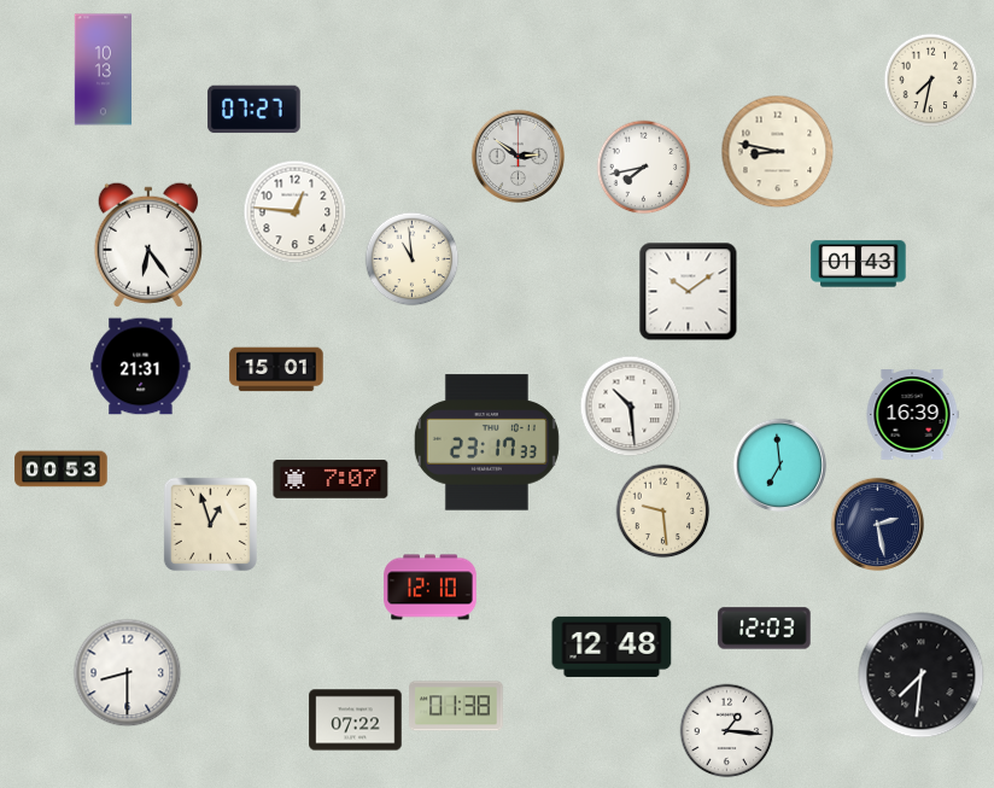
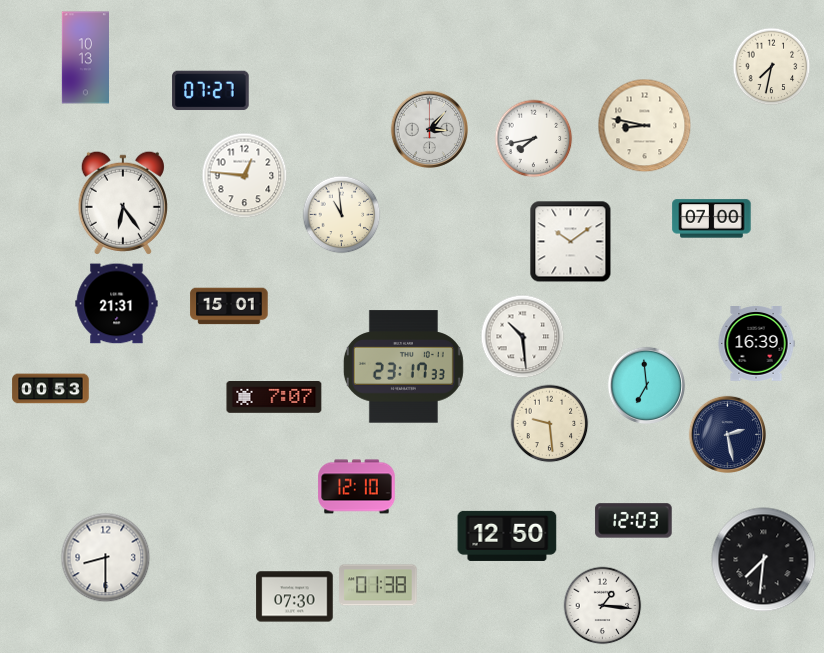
clock at (518, 156): 2:51 -> 3:07
clock at (859, 264): 01:43 -> 07:00
clock at (210, 524): 12:57 -> none
clock at (612, 647): 12:48 -> 12:50
clock at (356, 720): 07:22 -> 07:30
